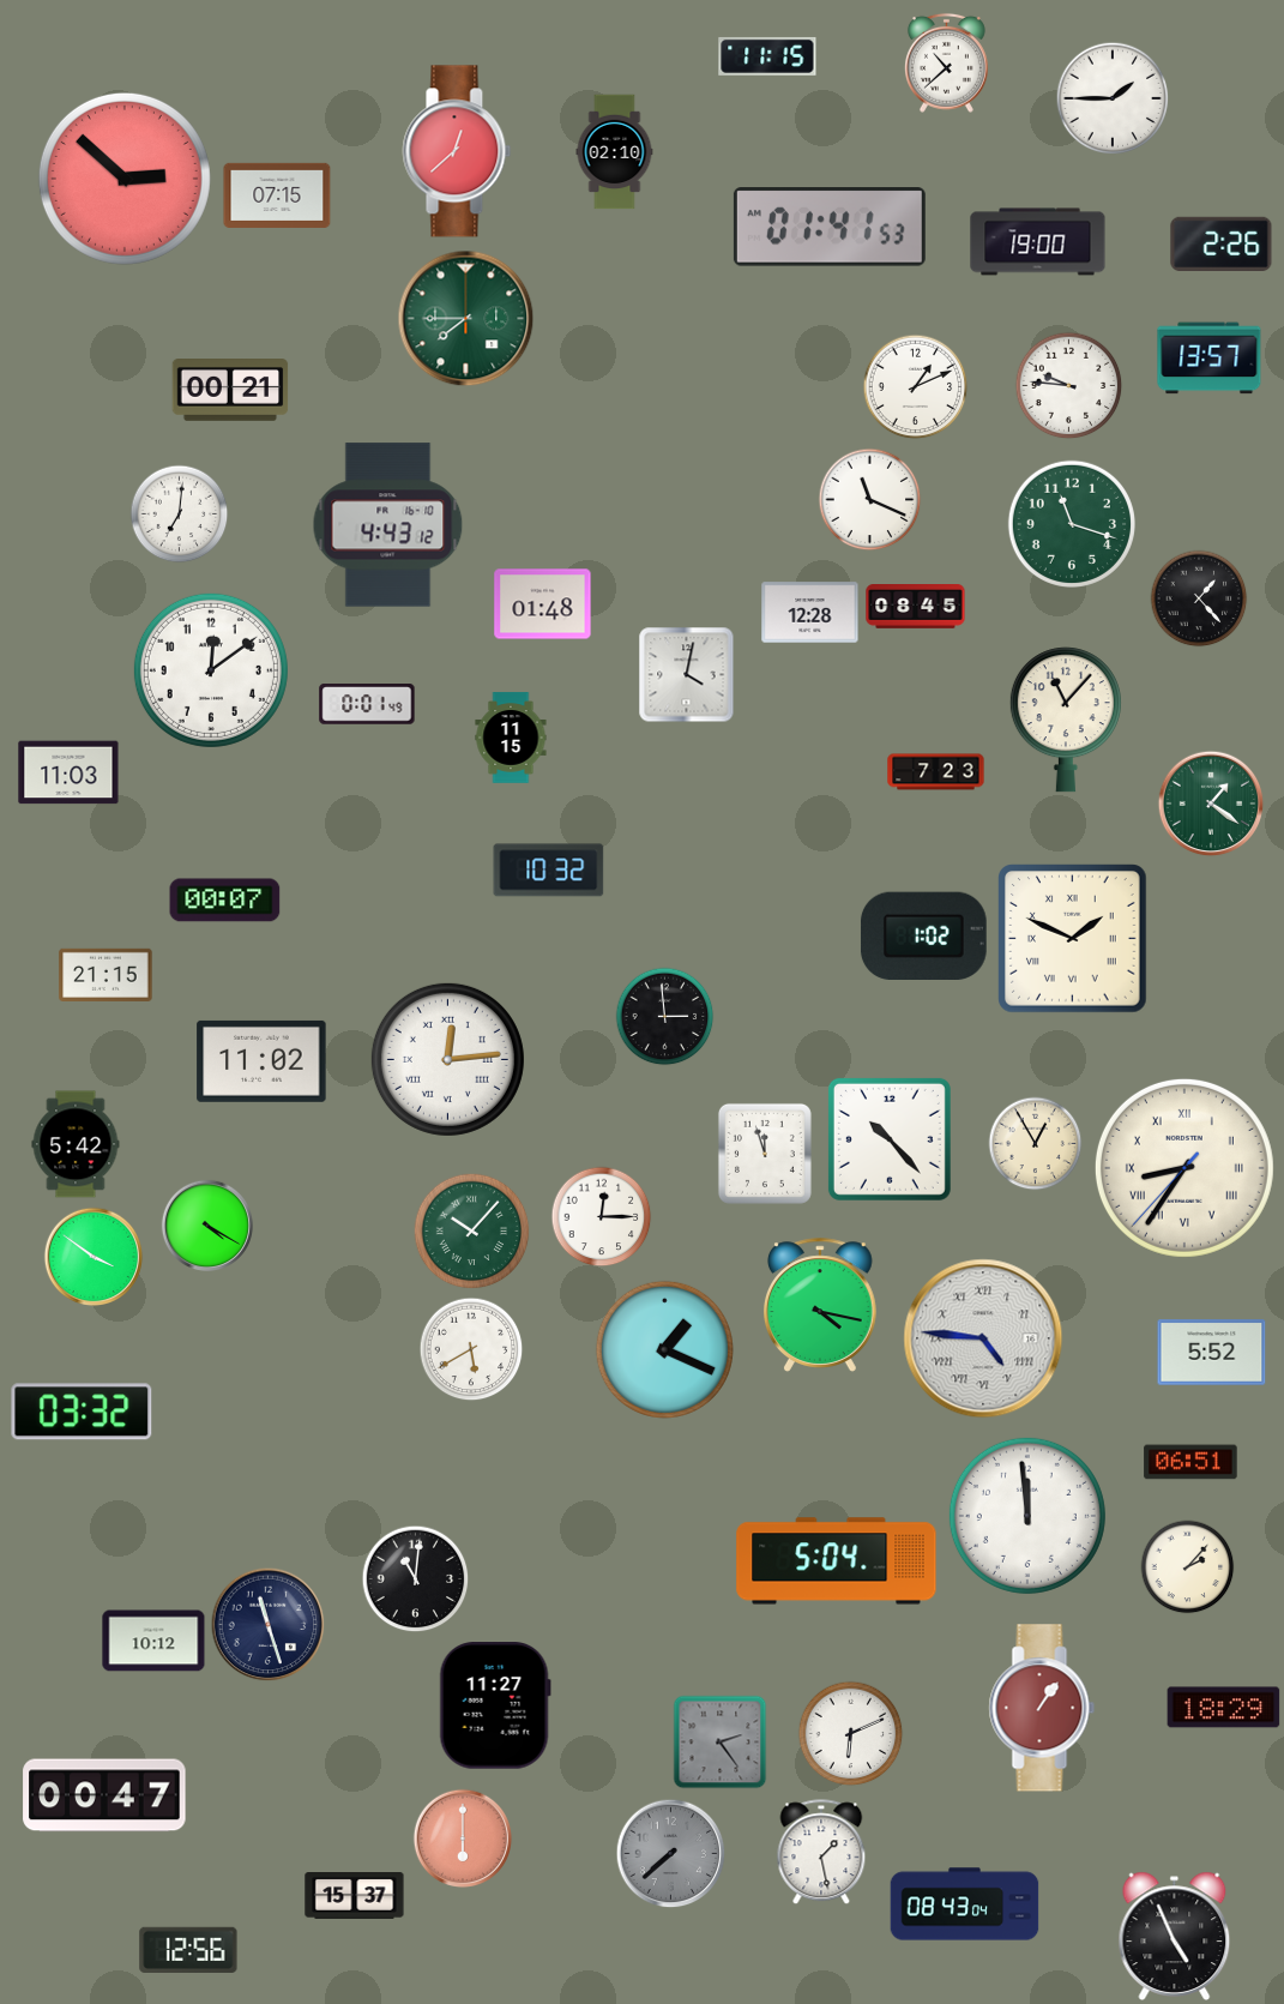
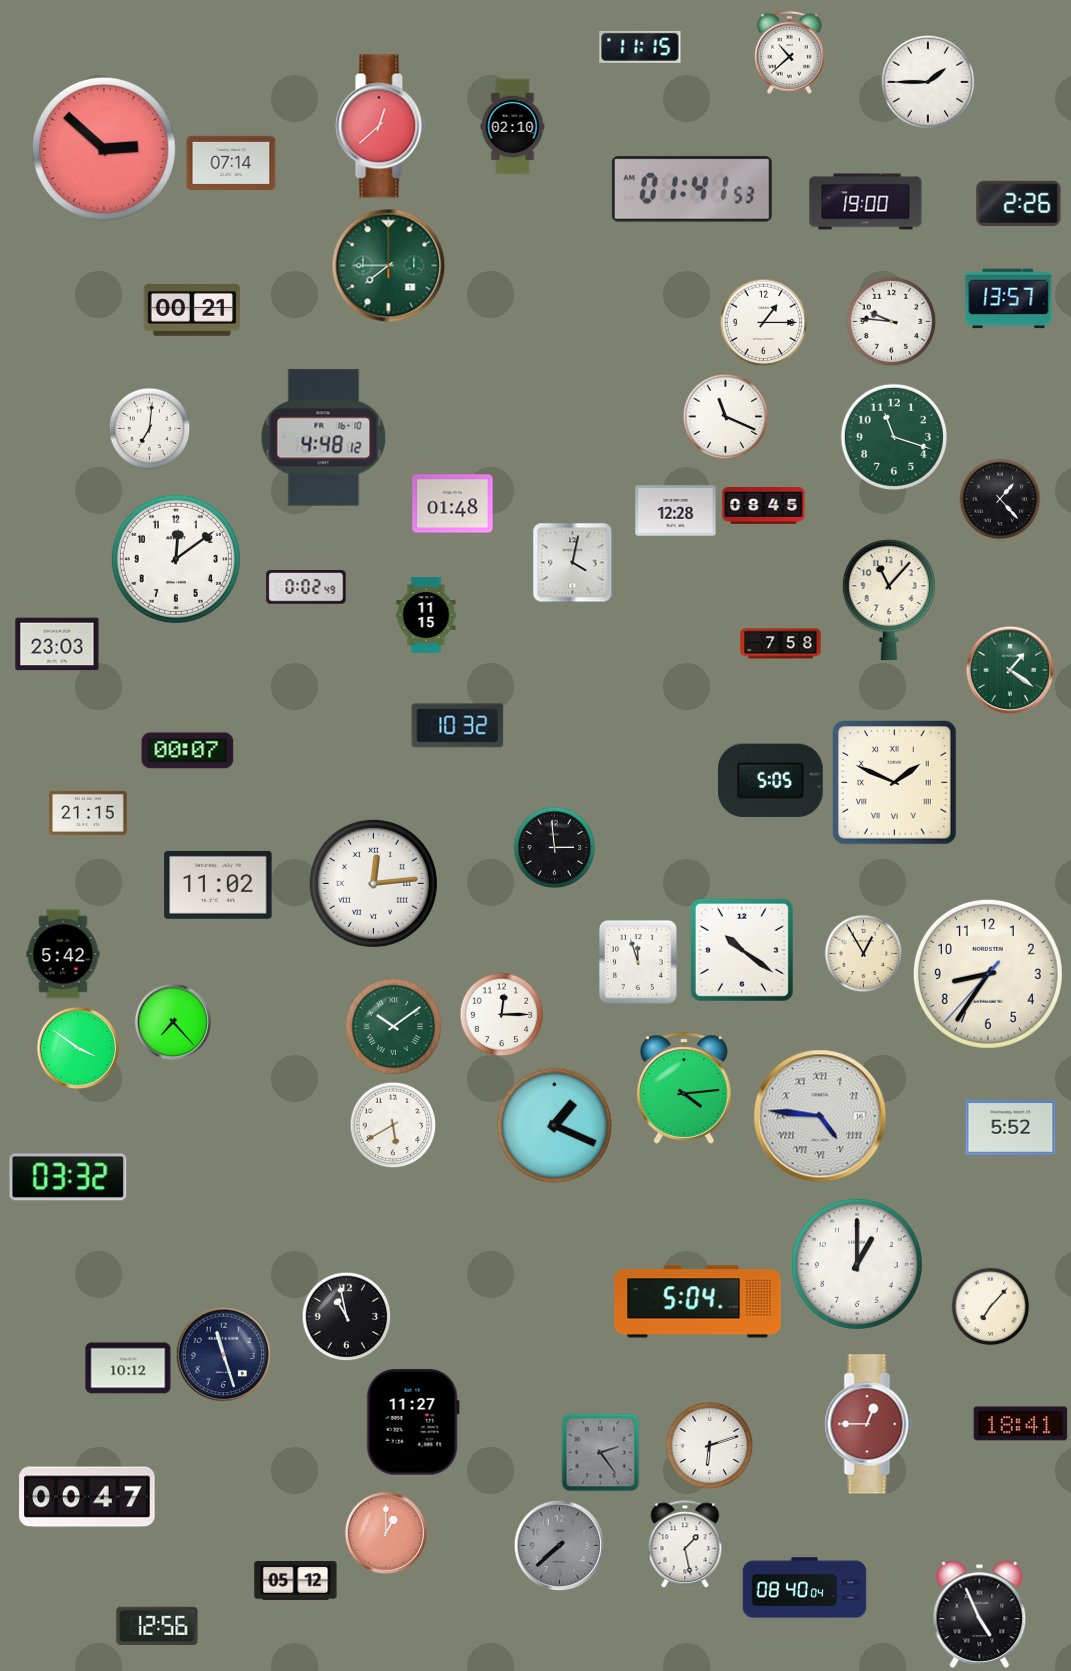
clock at (277, 195): 07:15 -> 07:14
clock at (916, 387): 1:11 -> 1:15
clock at (230, 391) position: (230, 391) -> (192, 311)
clock at (388, 525): 4:43 -> 4:48
clock at (367, 704): 0:01 -> 0:02
clock at (68, 772): 11:03 -> 23:03
clock at (936, 772): 7:23 -> 7:58
clock at (924, 935): 1:02 -> 5:05
clock at (890, 1139): 10:23 -> 10:21
clock at (1184, 1168) numerals: Roman -> Arabic
clock at (207, 1226): 4:20 -> 7:23
clock at (472, 1232): 10:07 -> 10:09
clock at (820, 1305): 4:17 -> 4:14
clock at (1190, 1462): 06:51 -> none
clock at (1027, 1516): 11:59 -> 1:00
clock at (1188, 1567): 2:07 -> 7:07
clock at (416, 1579): 11:01 -> 10:58
clock at (1042, 1708): 1:06 -> 12:45
clock at (1224, 1708): 18:29 -> 18:41
clock at (851, 1734): 6:11 -> 6:12
clock at (463, 1838): 6:00 -> 1:00
clock at (355, 1896): 15:37 -> 05:12
clock at (965, 1904): 08:43 -> 08:40
